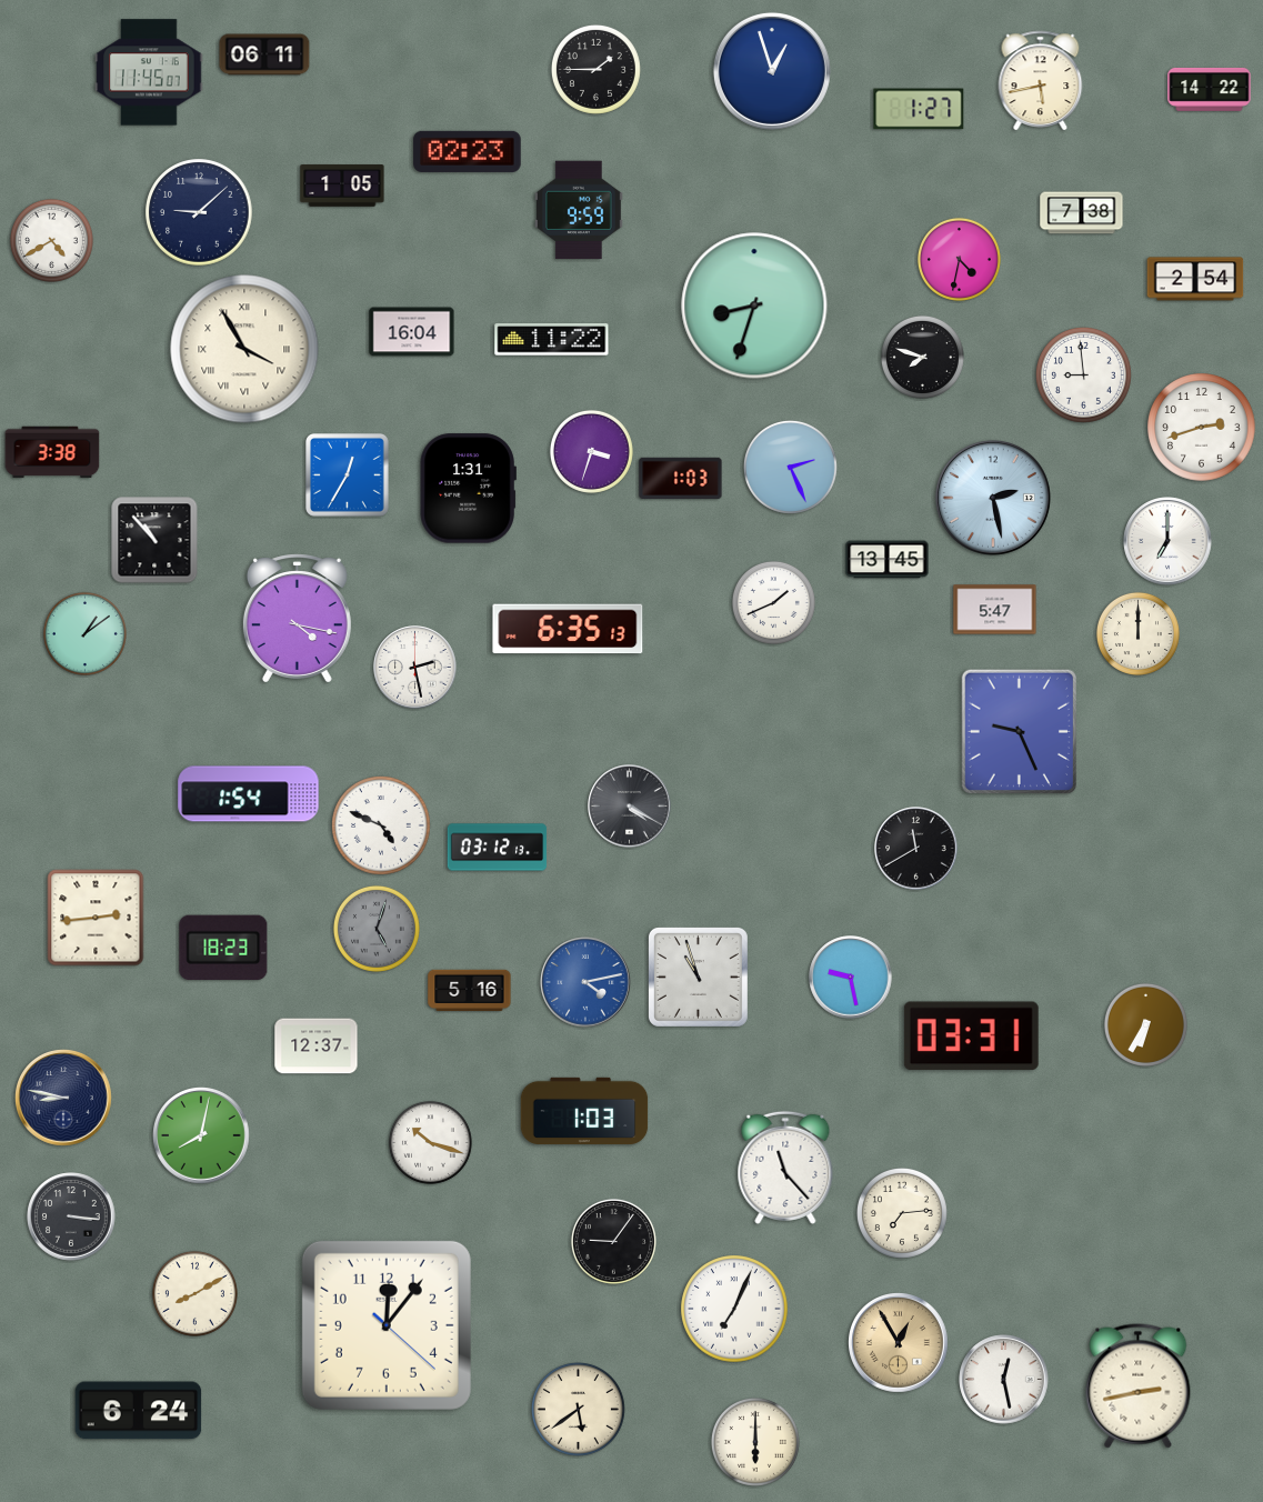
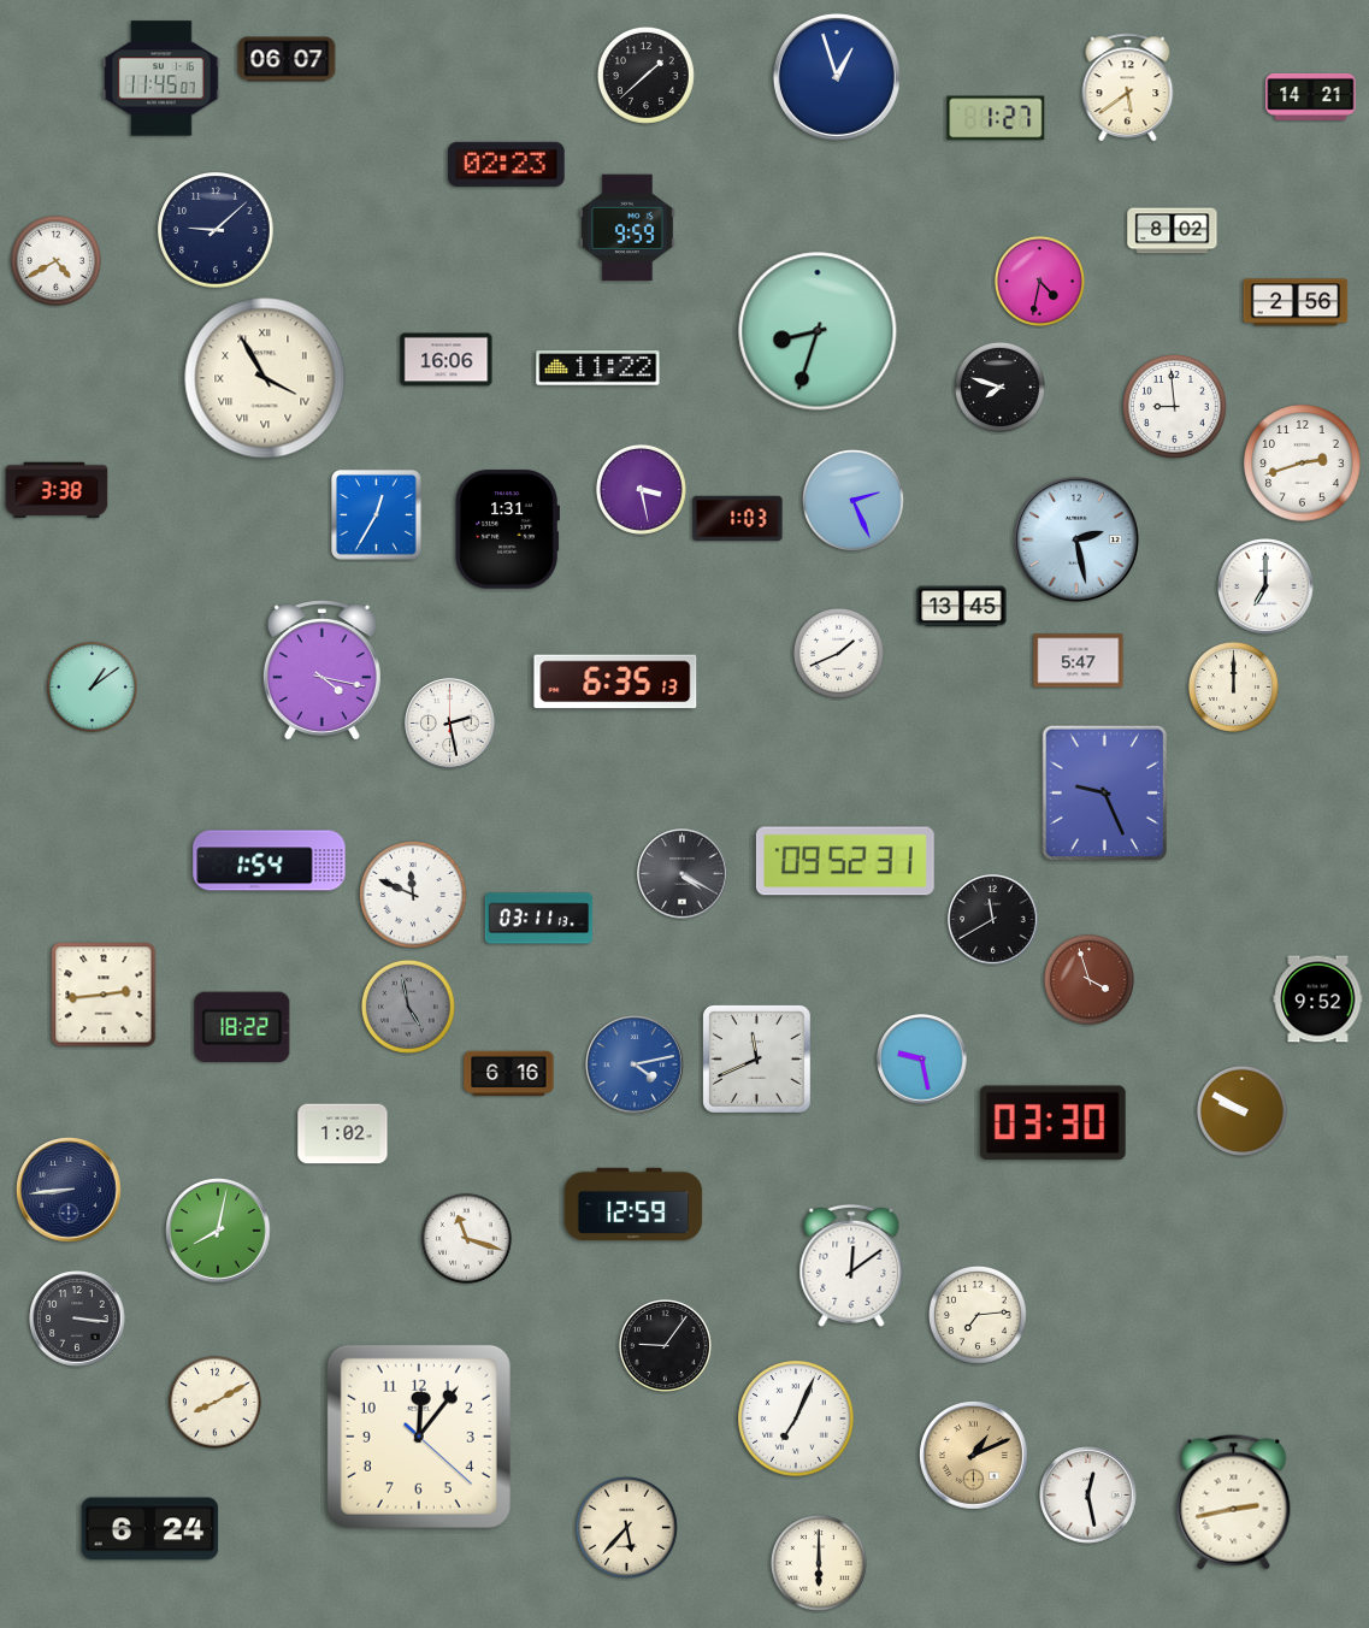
clock at (264, 54): 06:11 -> 06:07
clock at (595, 69): 1:45 -> 1:38
clock at (1041, 81): 5:43 -> 5:39
clock at (1210, 89): 14:22 -> 14:21
clock at (342, 186): 1:05 -> none
clock at (1082, 213): 7:38 -> 8:02
clock at (1195, 279): 2:54 -> 2:56
clock at (412, 332): 16:04 -> 16:06
clock at (591, 451): 3:33 -> 3:28
clock at (790, 467) position: (790, 467) -> (852, 500)
clock at (154, 540): 10:53 -> none
clock at (845, 861): none -> 09:52
clock at (382, 827): 4:49 -> 11:49
clock at (498, 848): 03:12 -> 03:11
clock at (1088, 979): none -> 3:57
clock at (1318, 999): none -> 9:52
clock at (377, 929): 5:03 -> 4:58
clock at (223, 947): 18:23 -> 18:22
clock at (698, 977): 10:57 -> 11:41
clock at (470, 990): 5:16 -> 6:16
clock at (1145, 1024): 6:35 -> 9:50
clock at (971, 1037): 03:31 -> 03:30
clock at (317, 1047): 12:37 -> 1:02
clock at (64, 1099): 8:47 -> 8:44
clock at (584, 1111): 1:03 -> 12:59
clock at (430, 1142): 10:18 -> 11:18
clock at (785, 1168): 11:23 -> 12:09
clock at (194, 1293) position: (194, 1293) -> (214, 1402)
clock at (899, 1343): 12:55 -> 1:11
clock at (578, 1409): 5:39 -> 5:37
